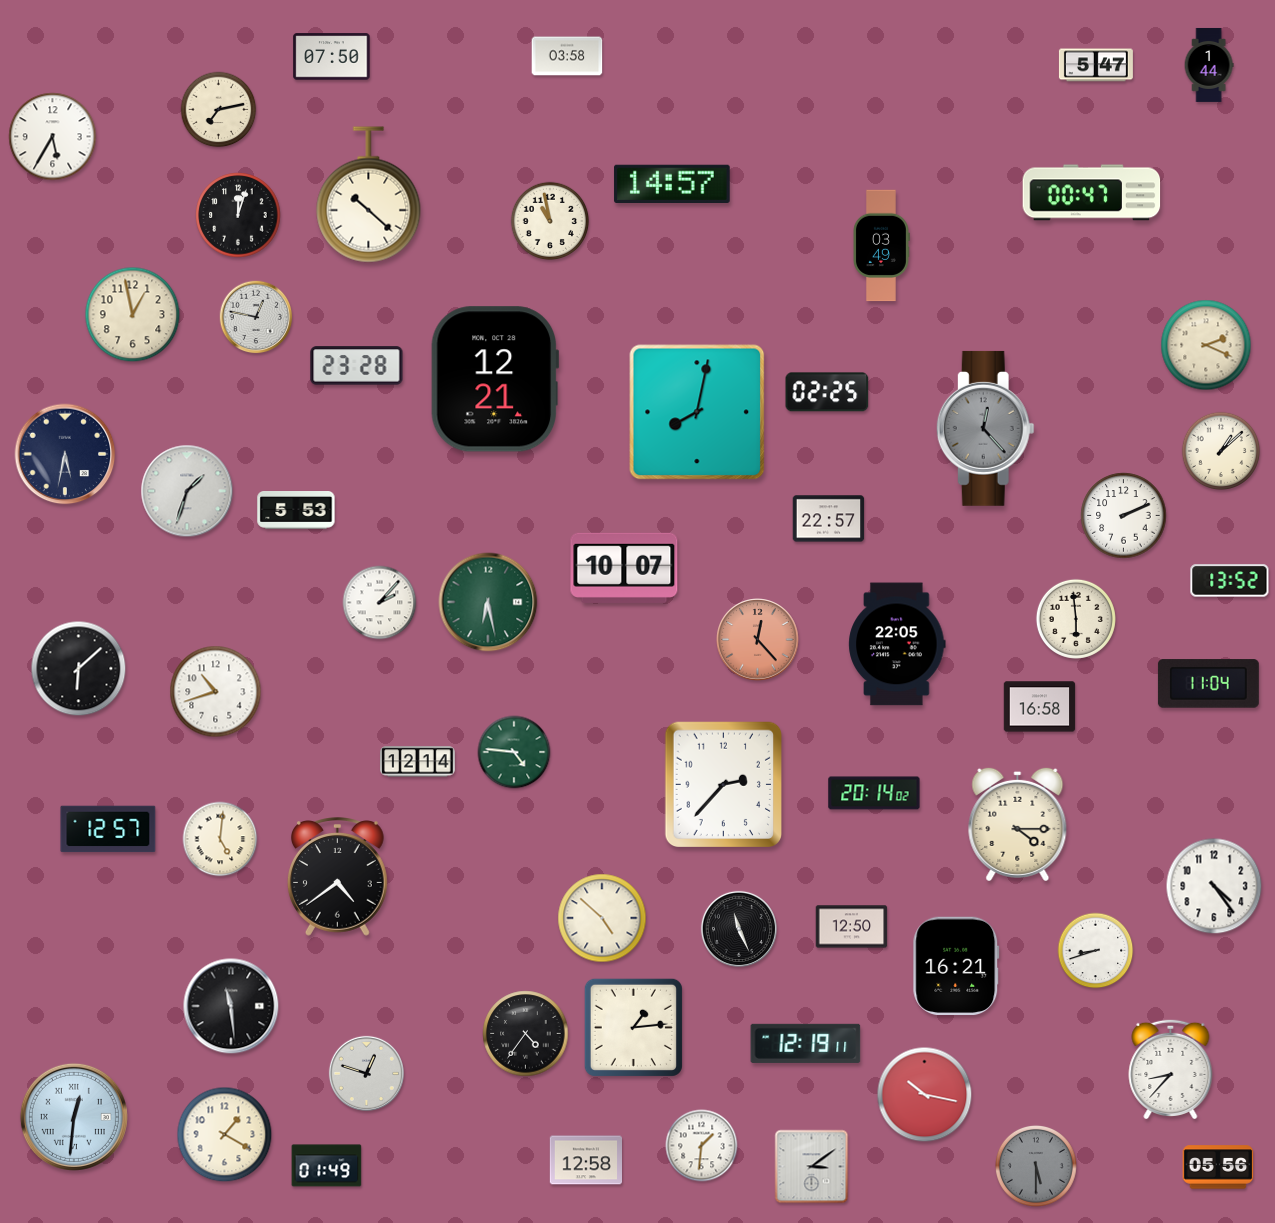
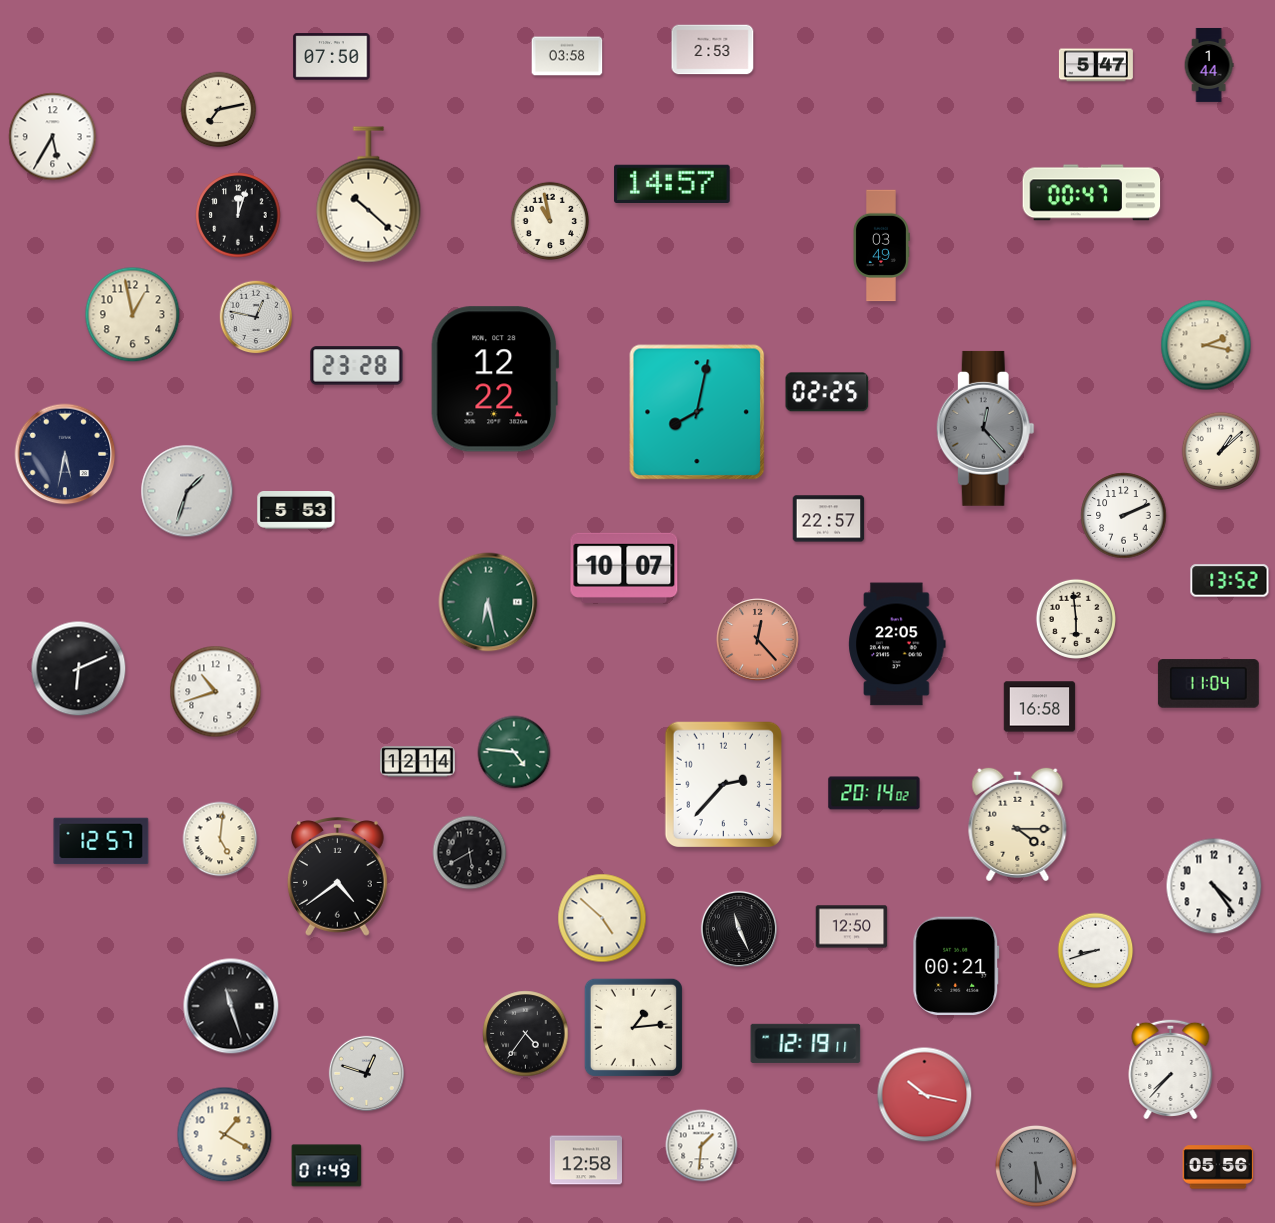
clock at (713, 50): none -> 2:53
clock at (1206, 345): 2:19 -> 2:17
clock at (495, 379): 12:21 -> 12:22
clock at (380, 603): 2:07 -> none
clock at (79, 669): 6:08 -> 6:11
clock at (108, 829) position: (108, 829) -> (101, 841)
clock at (470, 853): none -> 5:40
clock at (956, 965): 16:21 -> 00:21
clock at (231, 1006): 11:29 -> 11:27
clock at (1171, 1069): 8:37 -> 7:37
clock at (74, 1117): 12:31 -> none
clock at (812, 1167): 3:09 -> none
